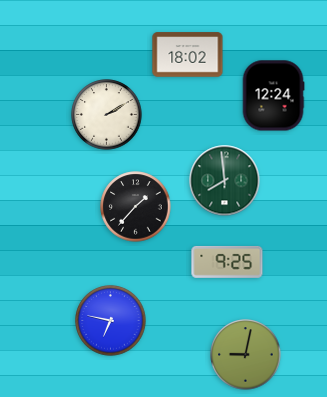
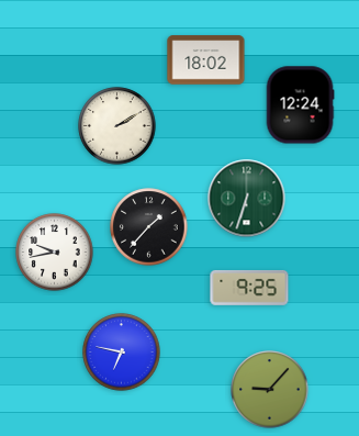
clock at (225, 181): 7:59 -> 6:33
clock at (55, 253): none -> 9:43
clock at (246, 355): 9:02 -> 9:07
